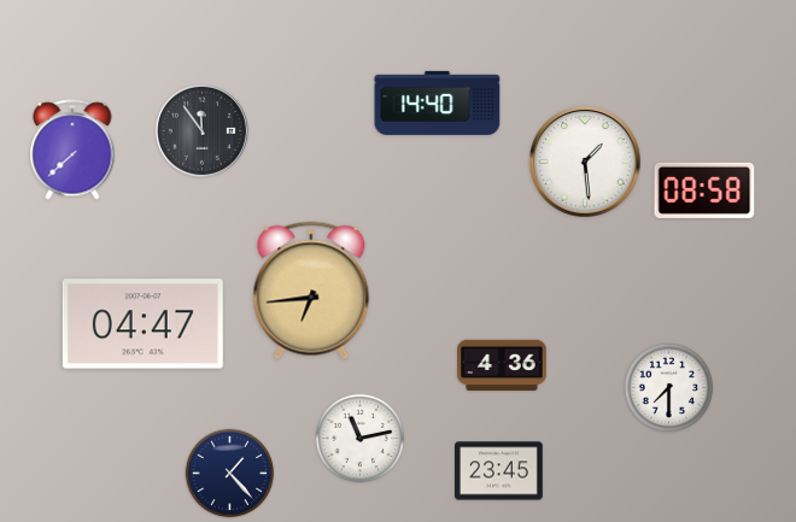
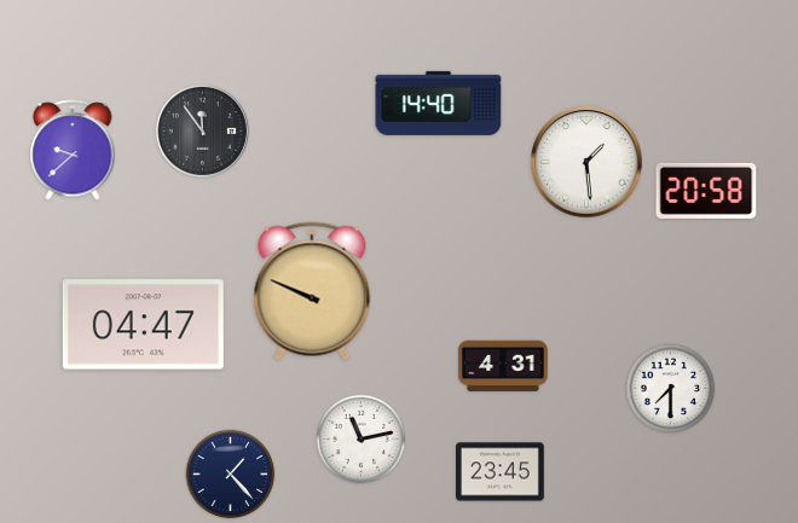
clock at (72, 149): 7:38 -> 9:38
clock at (704, 190): 08:58 -> 20:58
clock at (311, 291): 6:44 -> 9:49
clock at (502, 365): 4:36 -> 4:31
